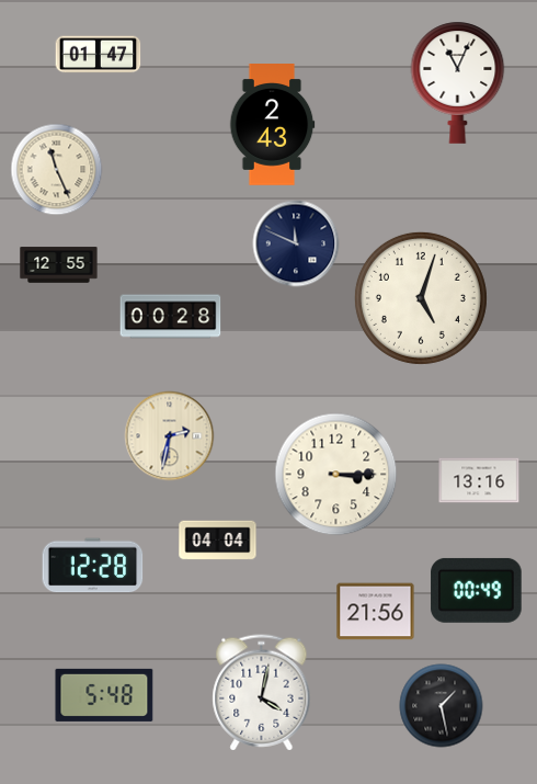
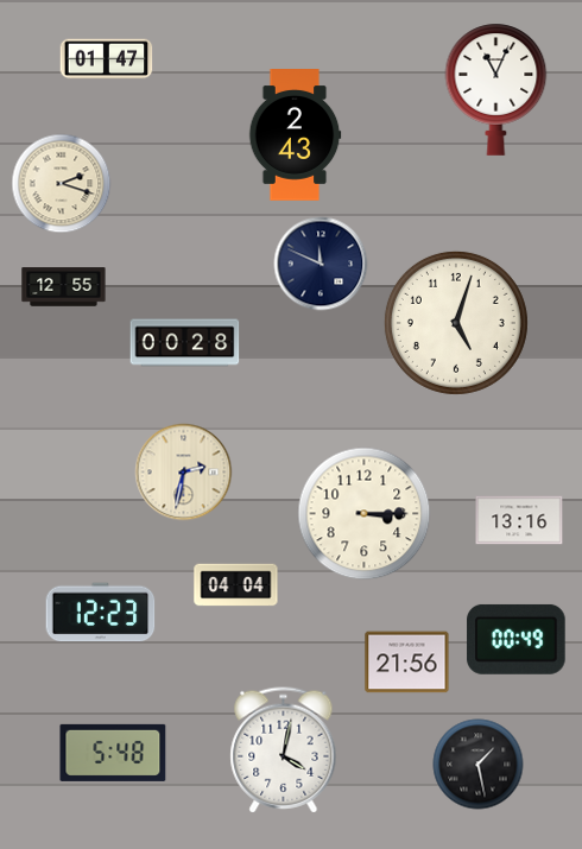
clock at (57, 170): 11:26 -> 2:18
clock at (93, 566): 12:28 -> 12:23
